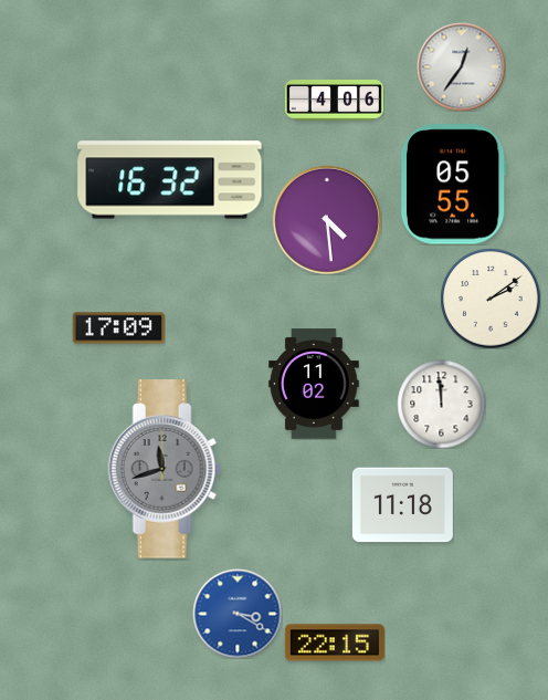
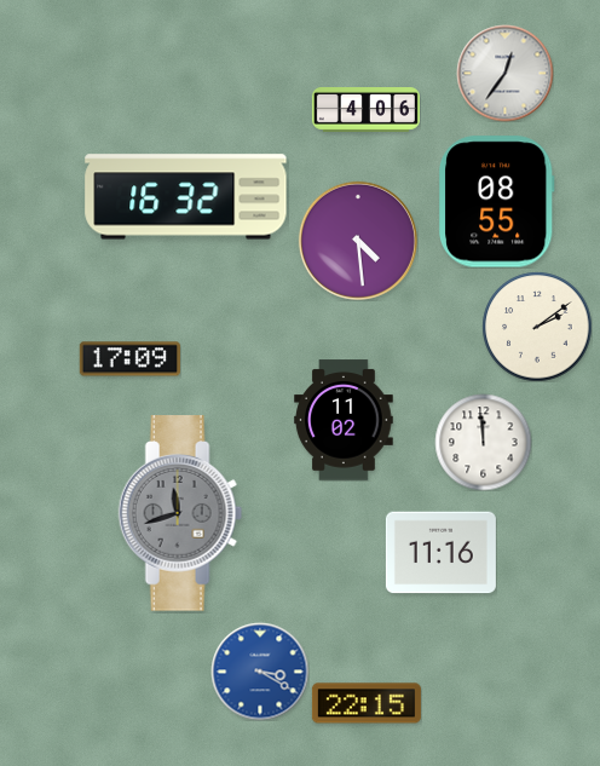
clock at (453, 185): 05:55 -> 08:55
clock at (402, 505): 11:18 -> 11:16
